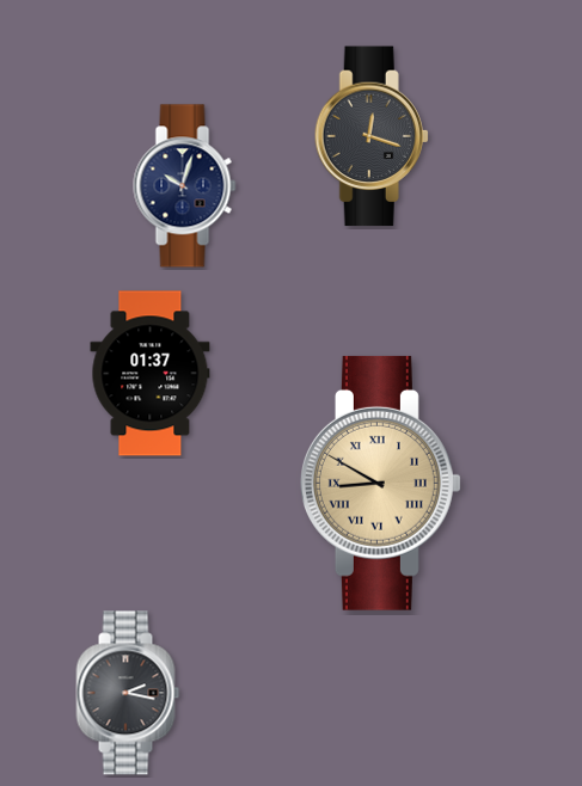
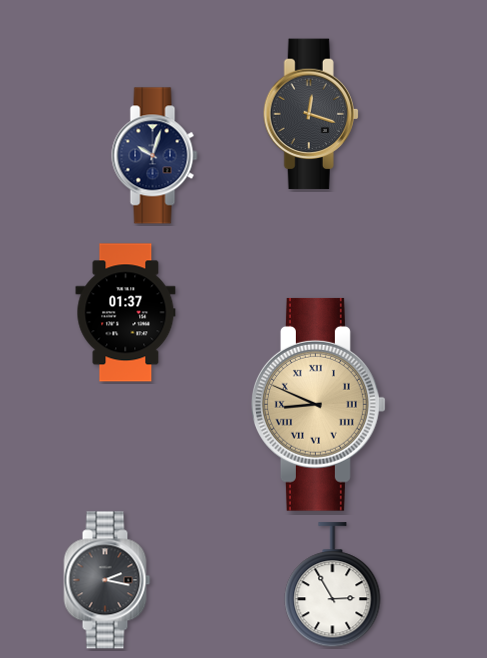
clock at (380, 483): 8:50 -> 8:49
clock at (333, 585): none -> 2:55
